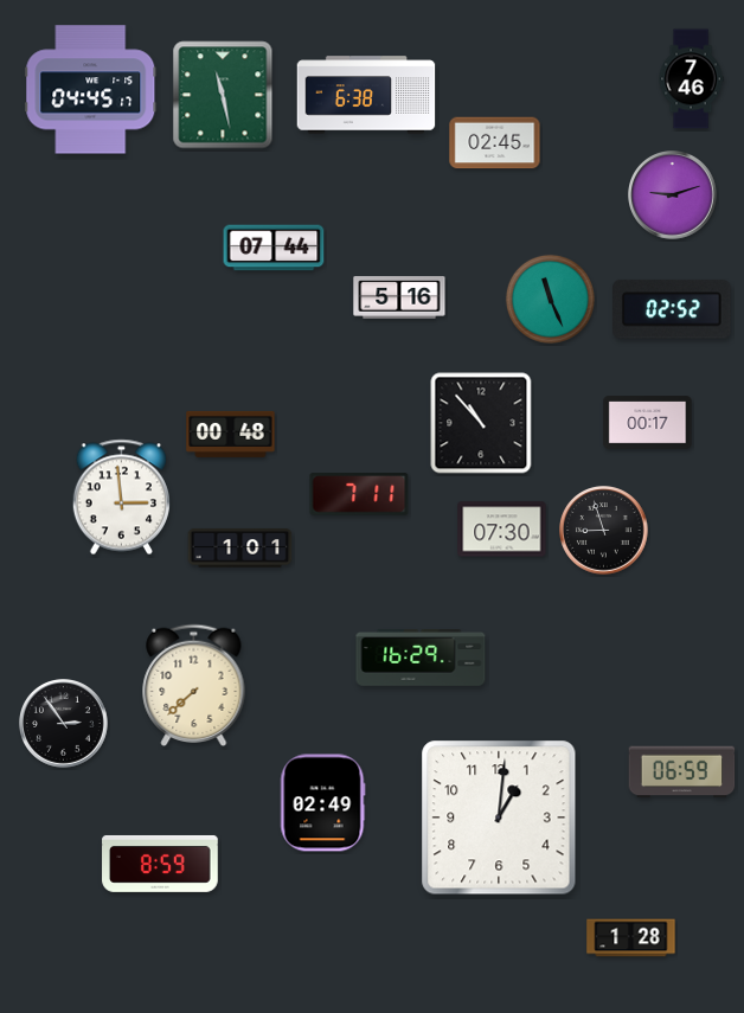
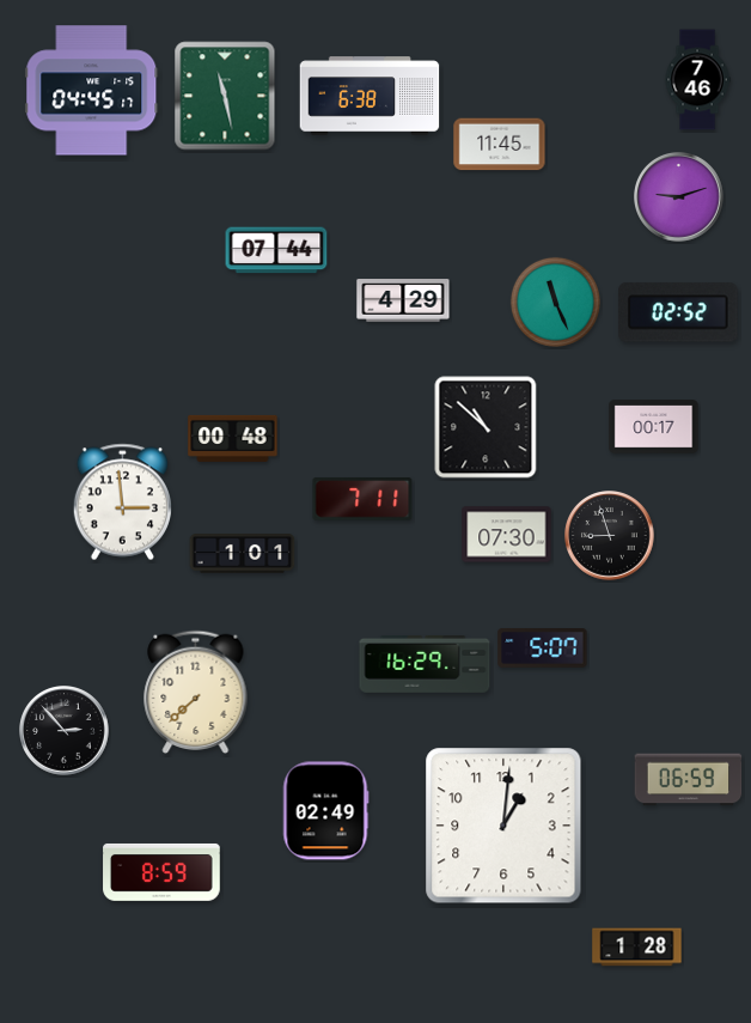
clock at (495, 143): 02:45 -> 11:45
clock at (399, 297): 5:16 -> 4:29
clock at (481, 423): 10:53 -> 10:52
clock at (543, 648): none -> 5:07
clock at (64, 724): 2:54 -> 2:53
